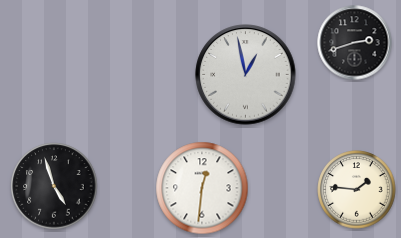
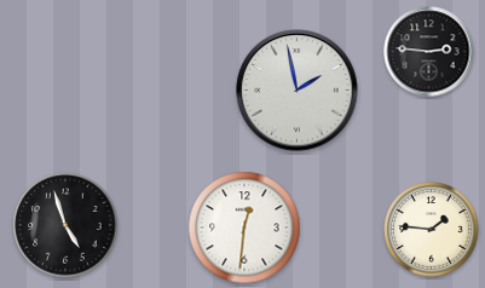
clock at (355, 43): 2:42 -> 2:46
clock at (246, 75): 12:58 -> 1:58
